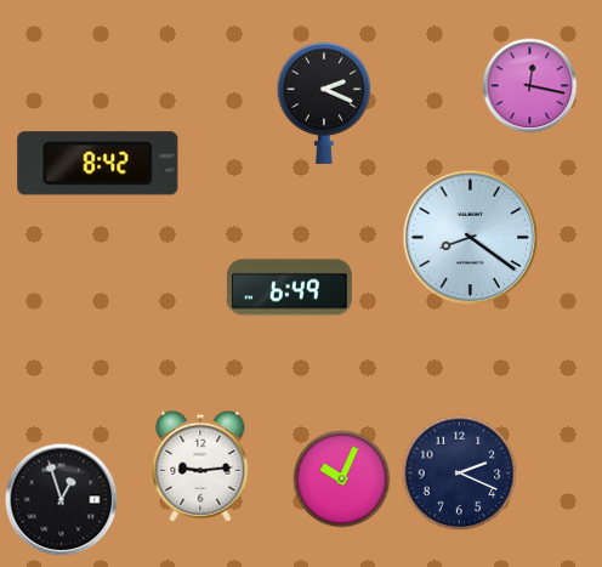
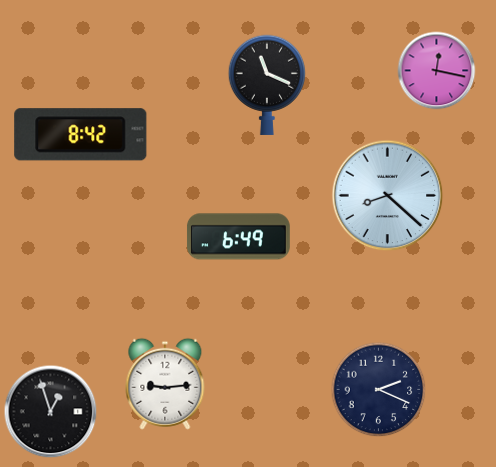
clock at (323, 103): 2:19 -> 11:19
clock at (471, 238): 8:21 -> 8:22
clock at (342, 480): 10:04 -> none
